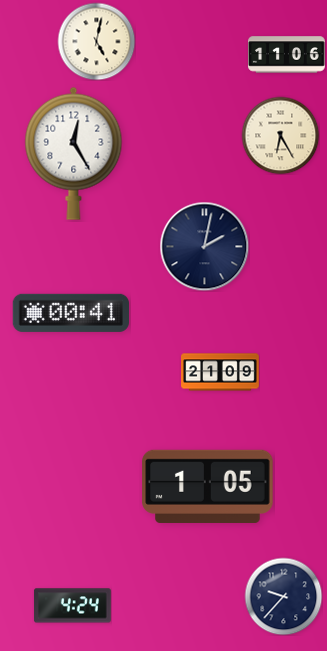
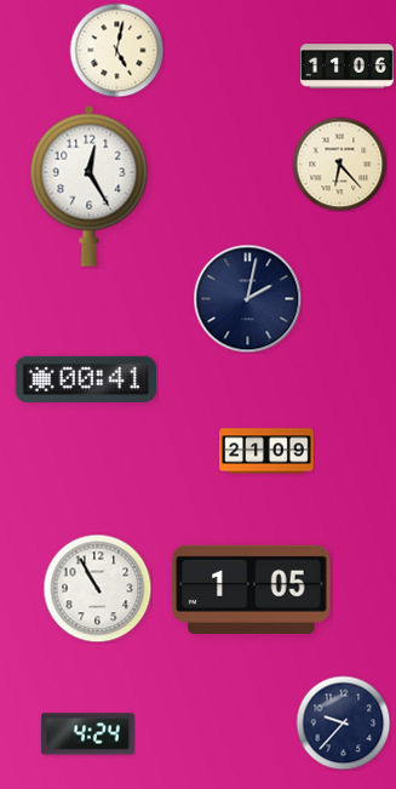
clock at (280, 135): 6:25 -> 6:23
clock at (97, 588): none -> 10:55
